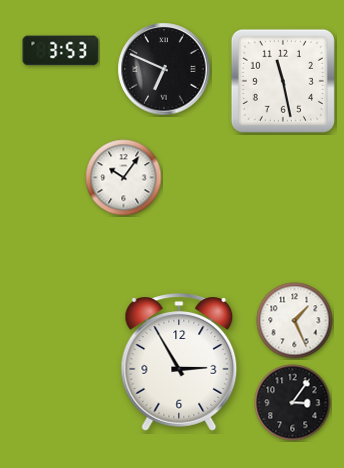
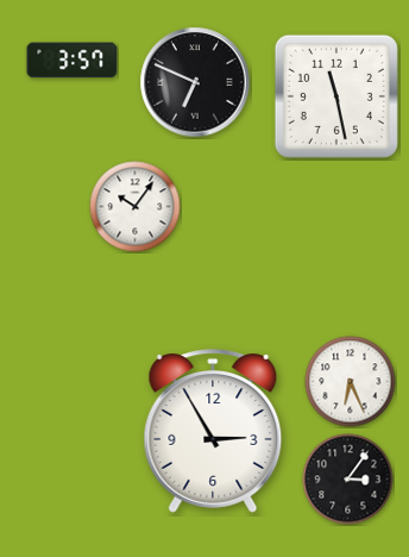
clock at (61, 51): 3:53 -> 3:57
clock at (124, 178) position: (124, 178) -> (136, 207)
clock at (295, 321): 1:26 -> 6:26
